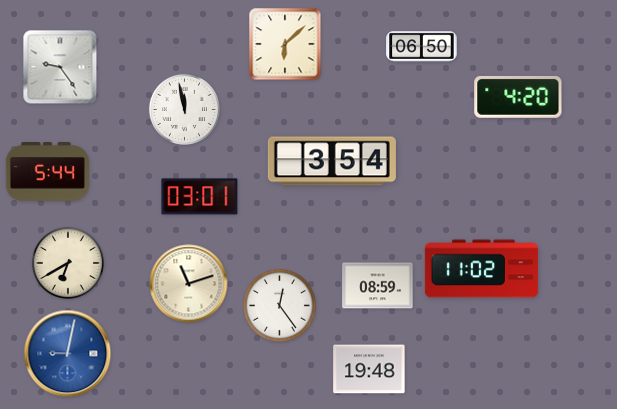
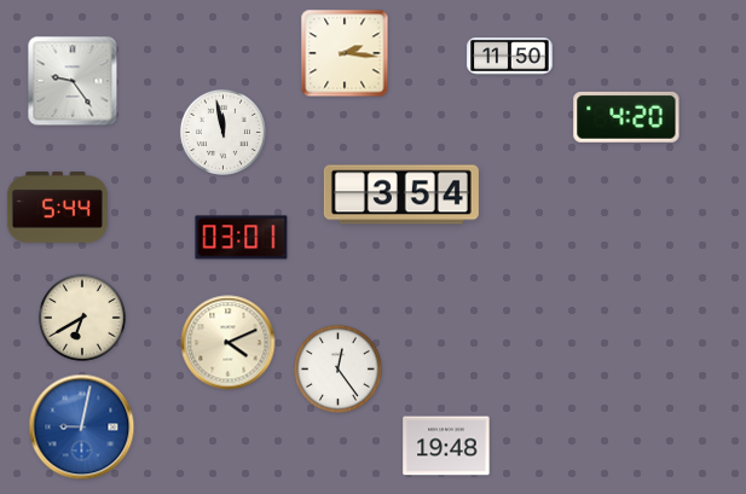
clock at (285, 44): 6:08 -> 2:16
clock at (422, 47): 06:50 -> 11:50
clock at (481, 269): 11:02 -> none
clock at (189, 284): 11:12 -> 4:11
clock at (378, 286): 08:59 -> none
